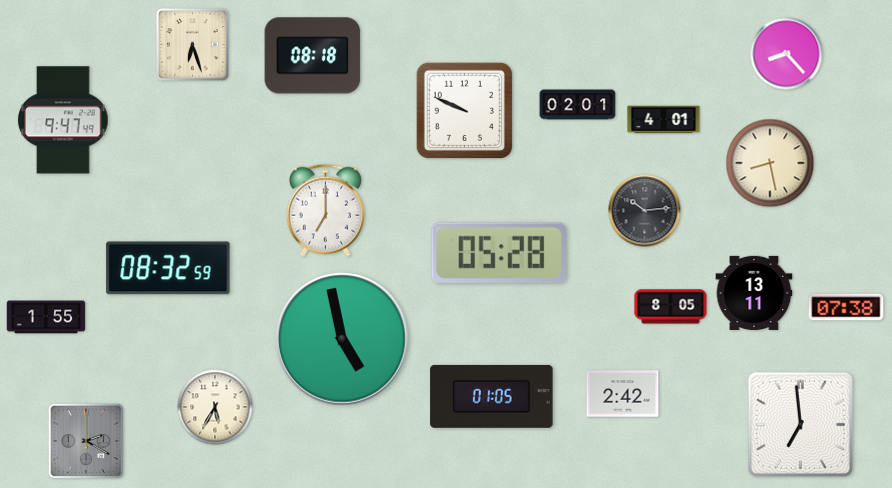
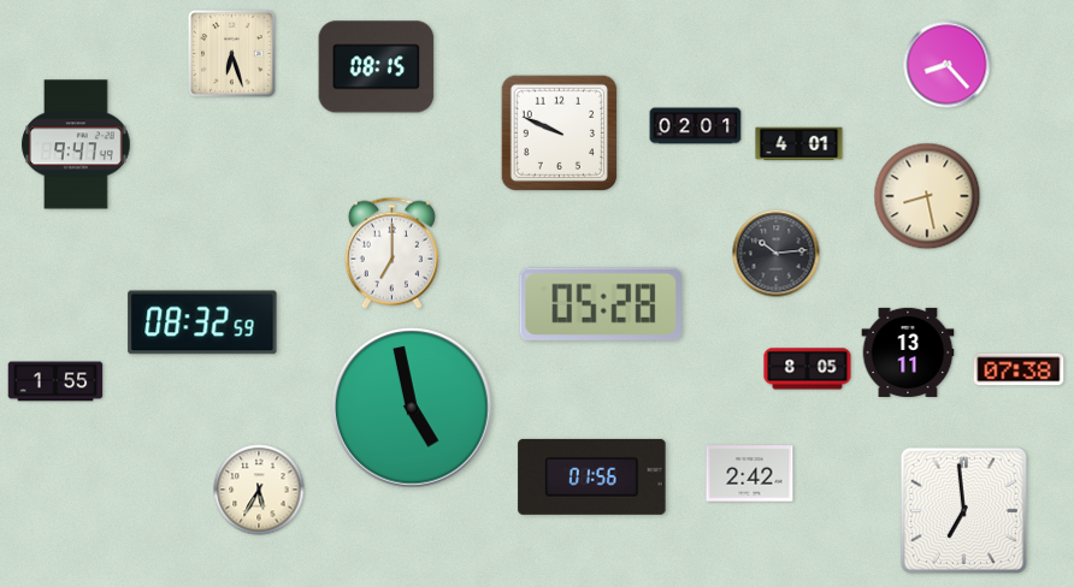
clock at (313, 56): 08:18 -> 08:15
clock at (492, 396): 01:05 -> 01:56
clock at (86, 441): 2:20 -> none
